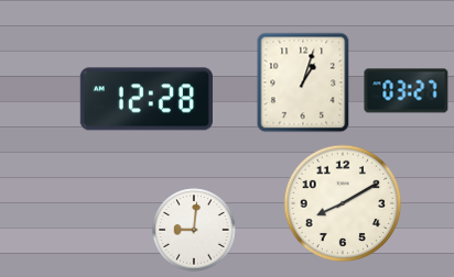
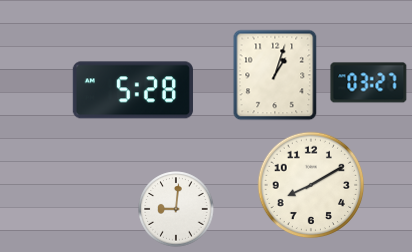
clock at (147, 99): 12:28 -> 5:28
